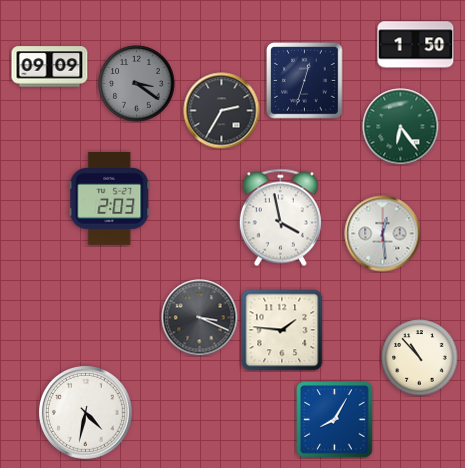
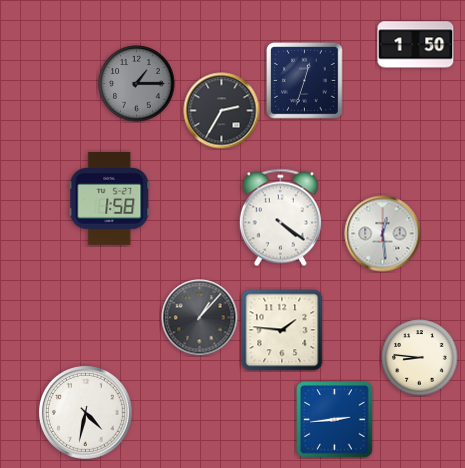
clock at (50, 67): 09:09 -> none
clock at (137, 84): 3:21 -> 1:15
clock at (401, 127): 6:24 -> none
clock at (110, 198): 2:03 -> 1:58
clock at (280, 218): 3:58 -> 4:21
clock at (200, 318): 3:19 -> 1:07
clock at (420, 358): 10:53 -> 8:46
clock at (335, 420): 8:05 -> 2:44
